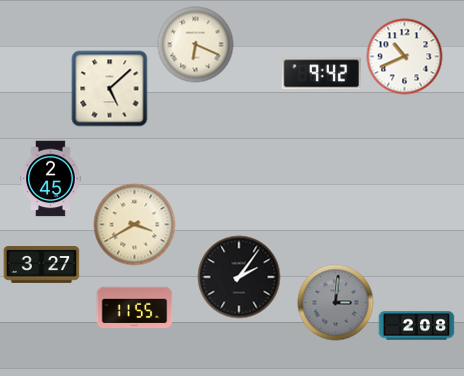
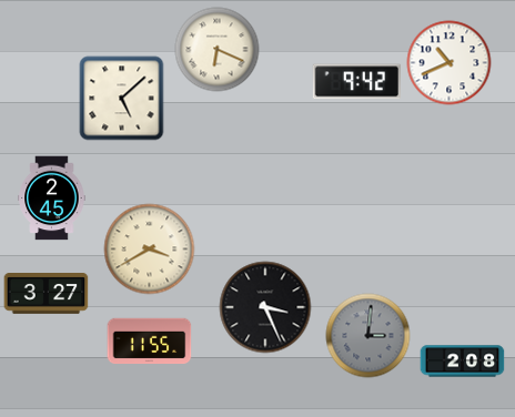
clock at (51, 179) position: (51, 179) -> (52, 199)
clock at (239, 277): 2:06 -> 3:26
clock at (336, 303) position: (336, 303) -> (368, 336)
